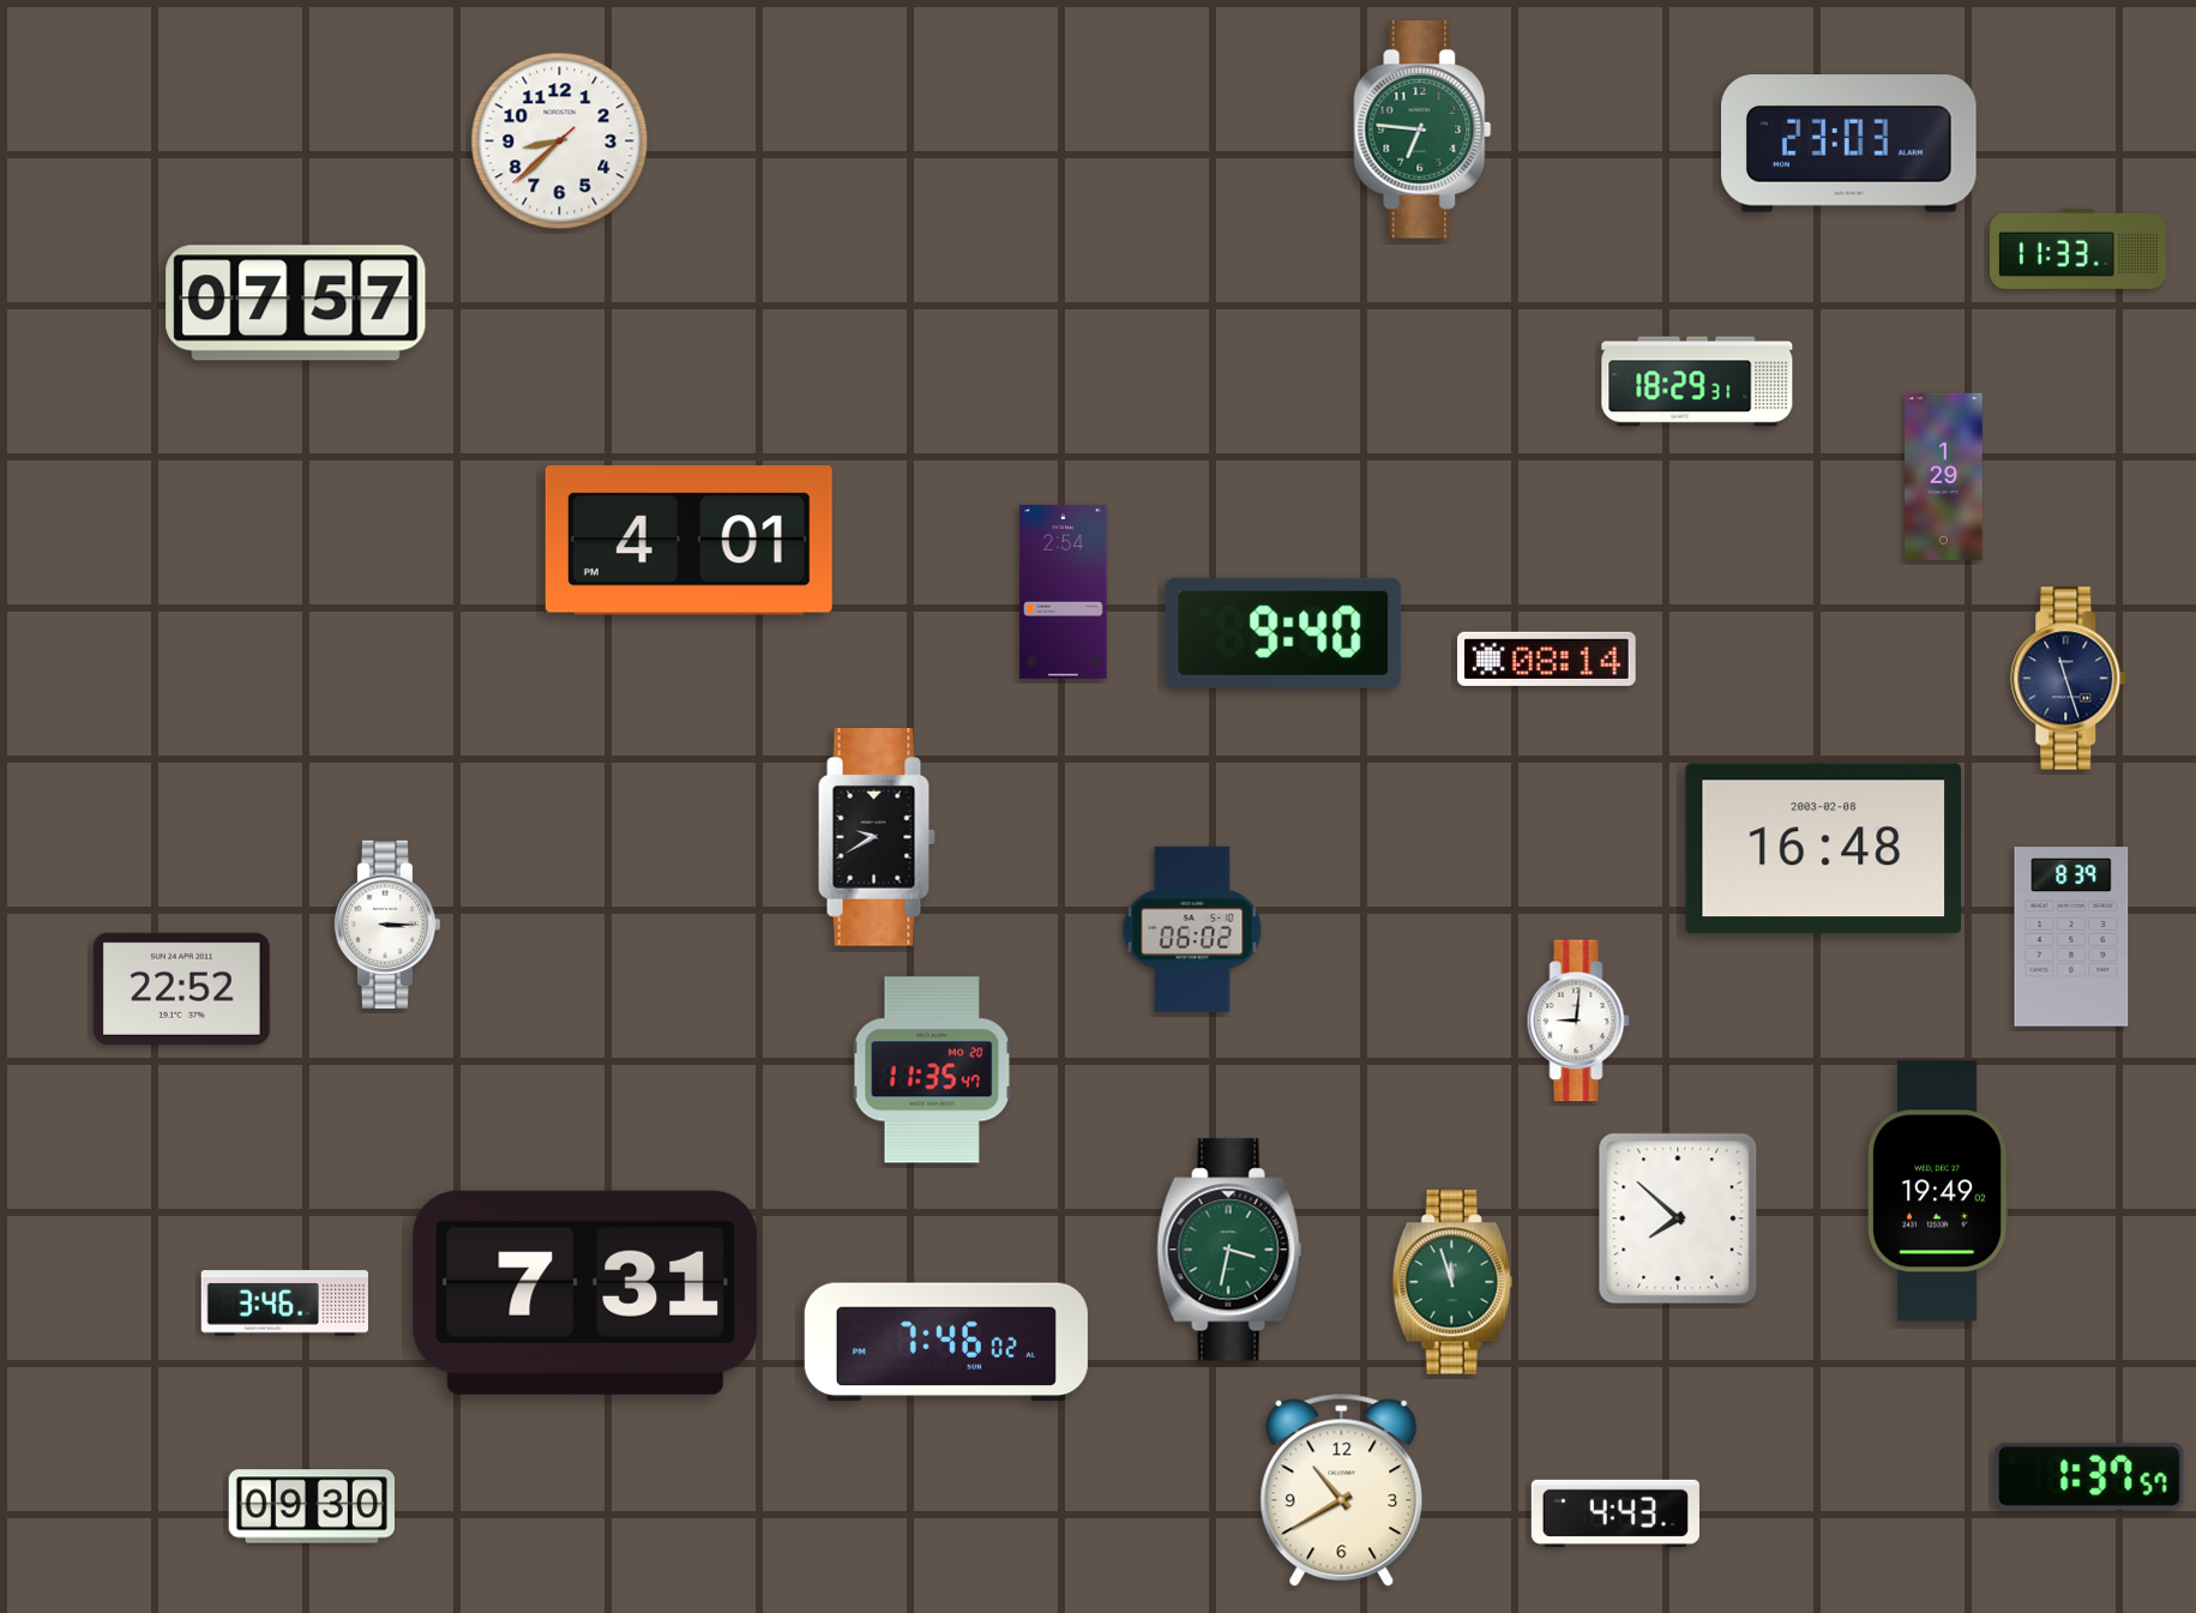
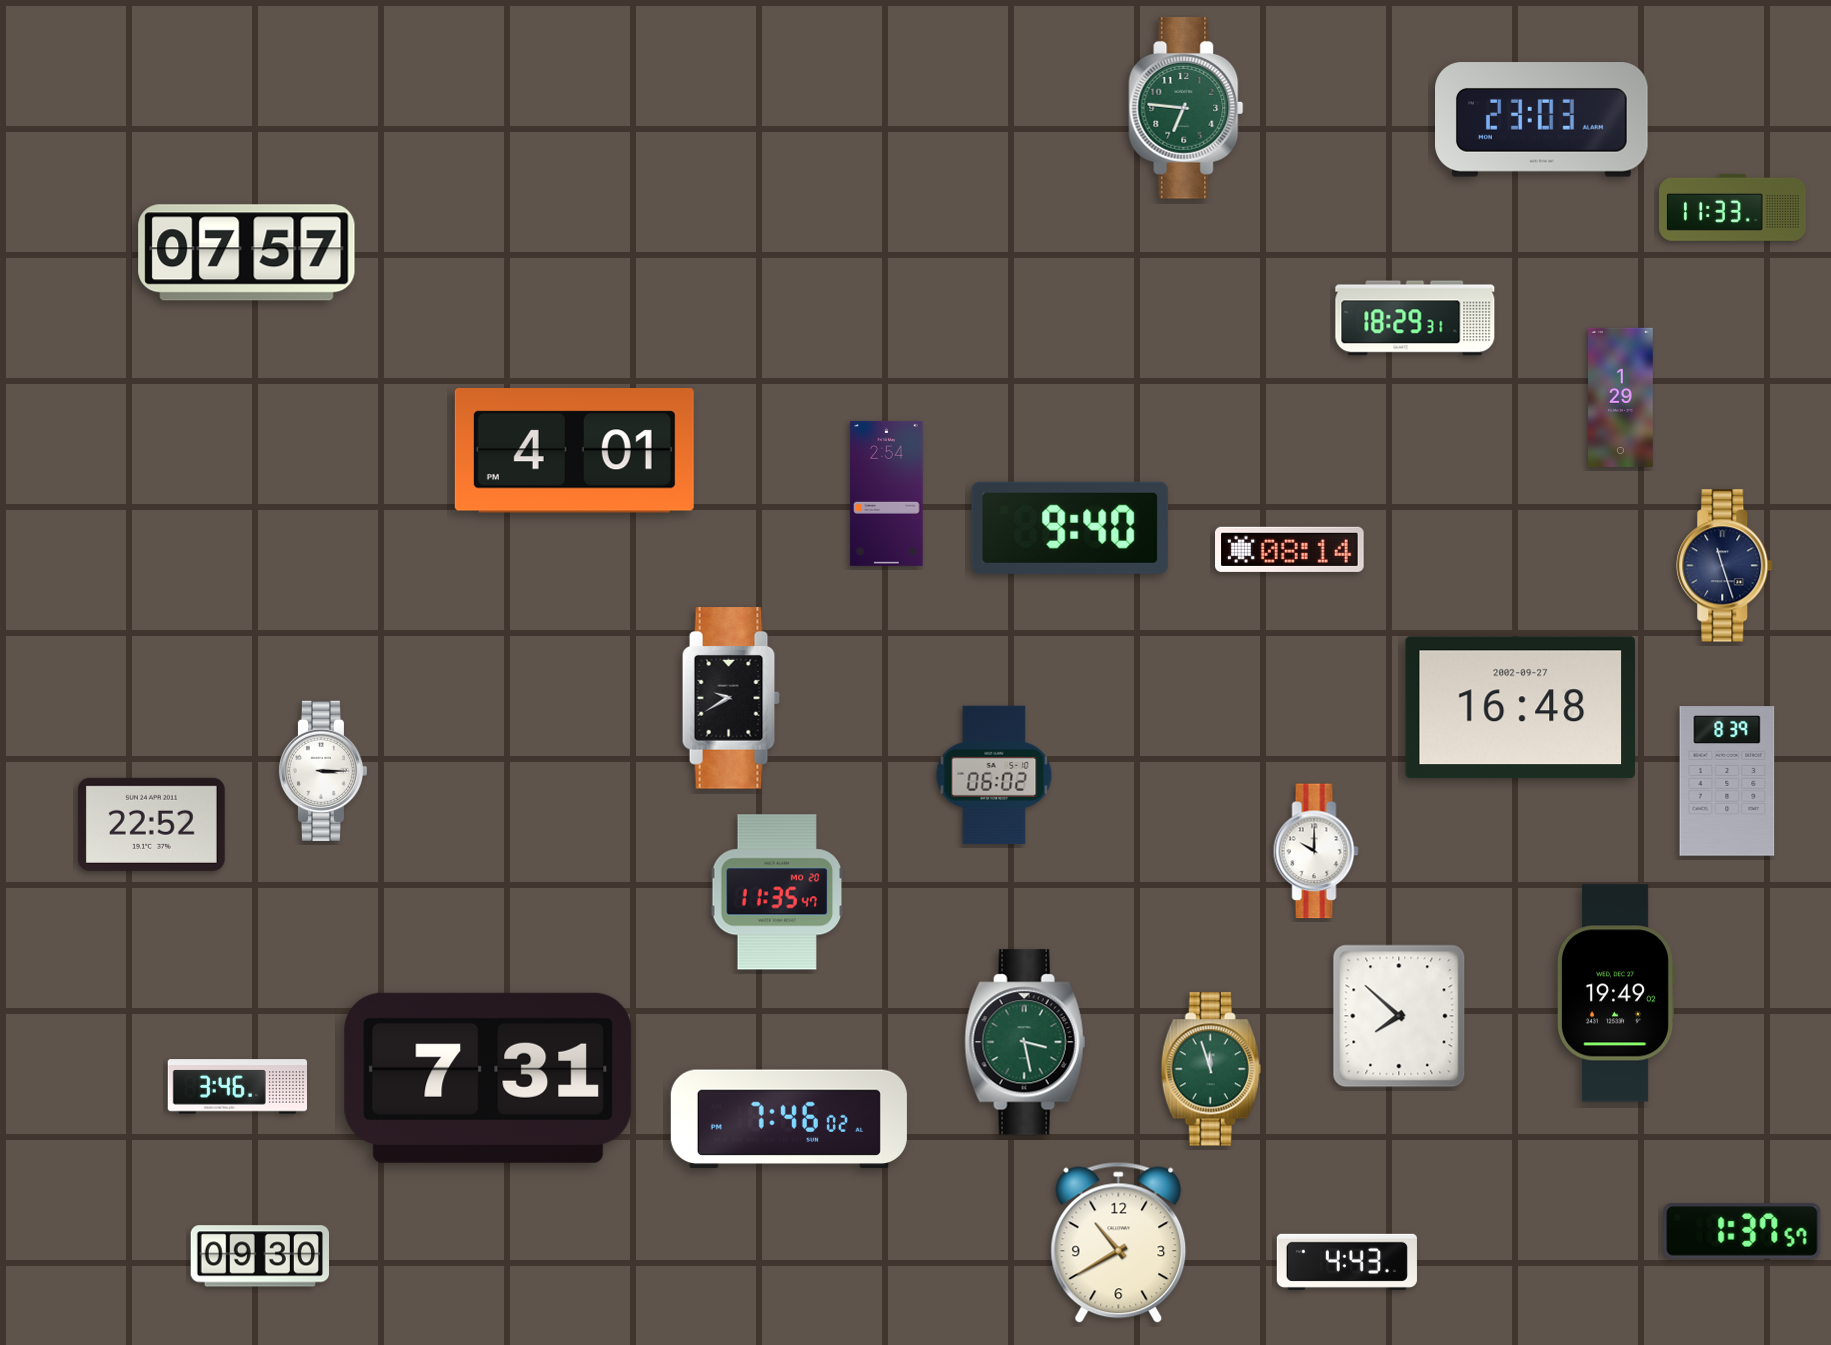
clock at (560, 142): 8:37 -> none
clock at (1823, 849) date: 2003-02-08 -> 2002-09-27
clock at (1578, 1021): 9:01 -> 10:00
clock at (1229, 1250): 3:32 -> 3:28
